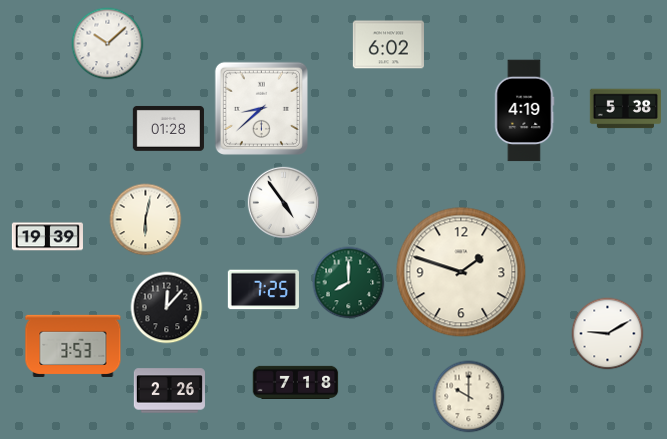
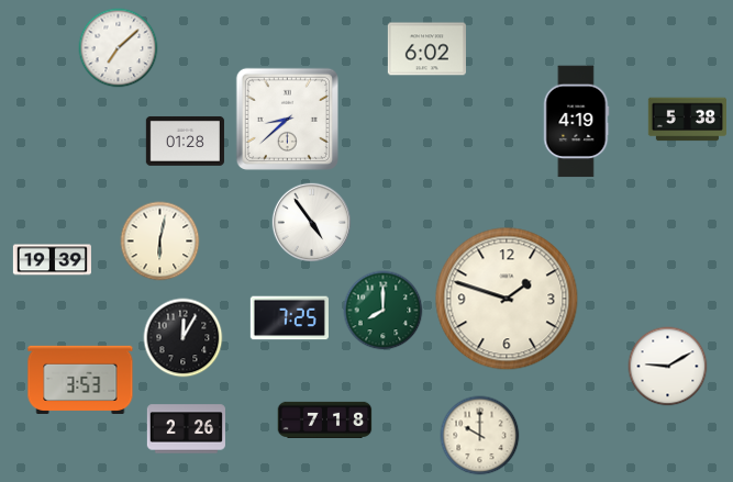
clock at (108, 44): 10:08 -> 7:08
clock at (167, 308): 12:07 -> 12:05
clock at (469, 397) position: (469, 397) -> (480, 436)
